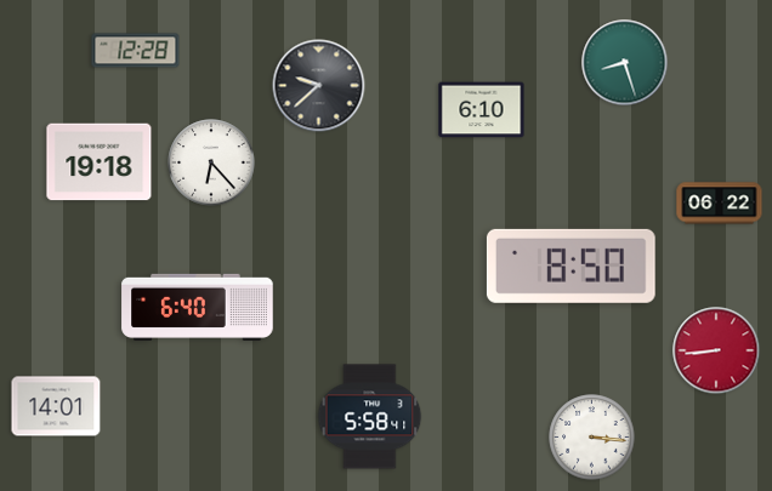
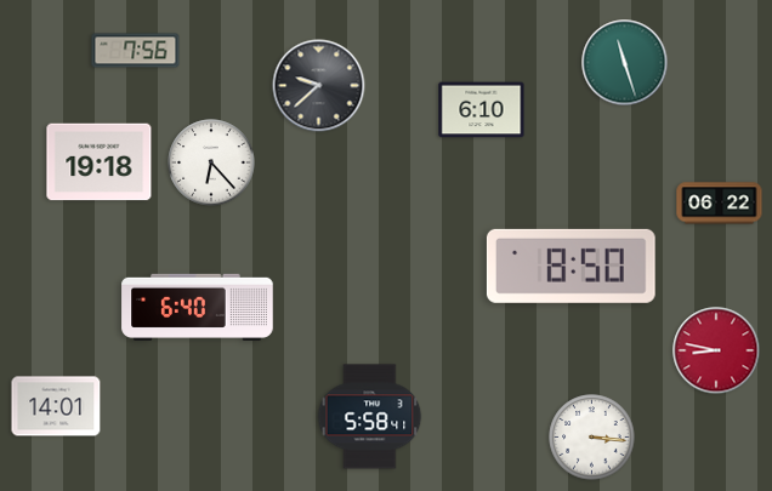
clock at (136, 51): 12:28 -> 7:56
clock at (625, 63): 8:27 -> 11:27
clock at (716, 350): 8:44 -> 8:47
